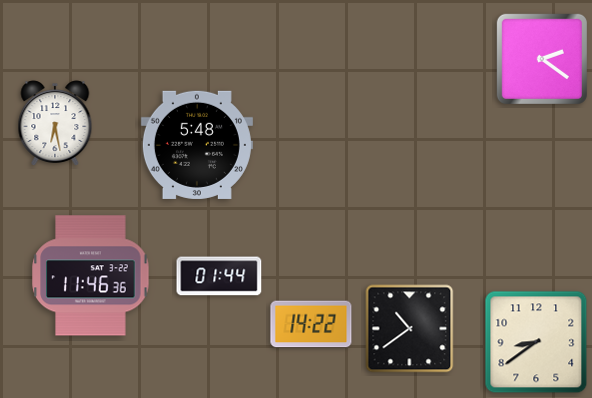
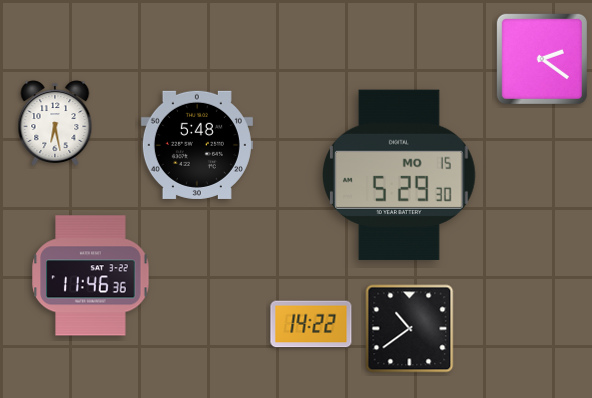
clock at (400, 174): none -> 5:29
clock at (219, 276): 01:44 -> none
clock at (536, 342): 8:39 -> none
